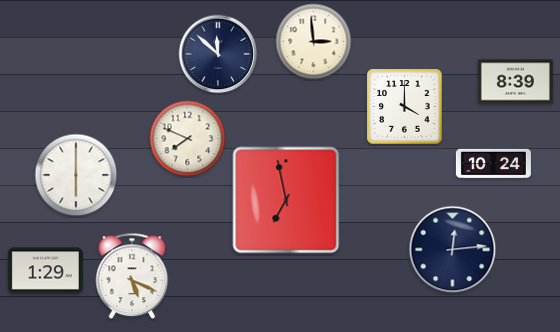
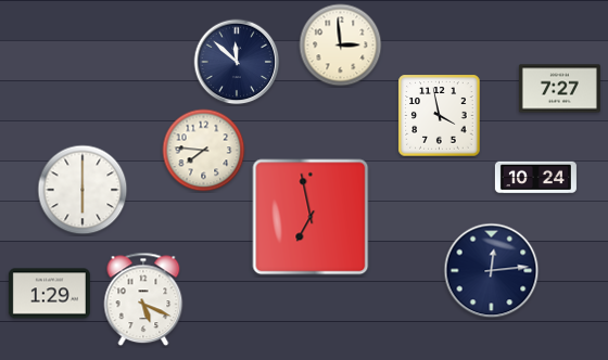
clock at (218, 54) position: (218, 54) -> (237, 62)
clock at (515, 82): 8:39 -> 7:27
clock at (405, 107): 4:00 -> 3:58
clock at (188, 139): 7:49 -> 7:46
